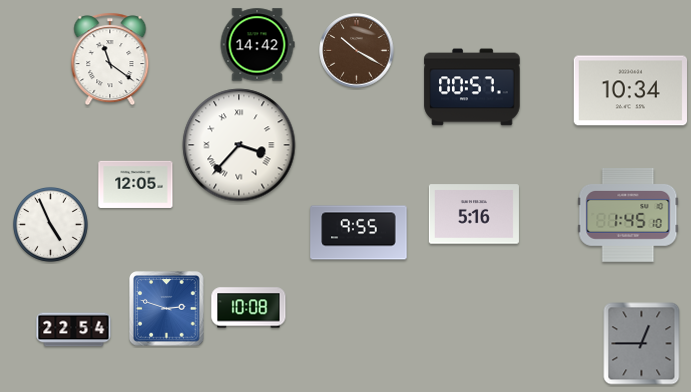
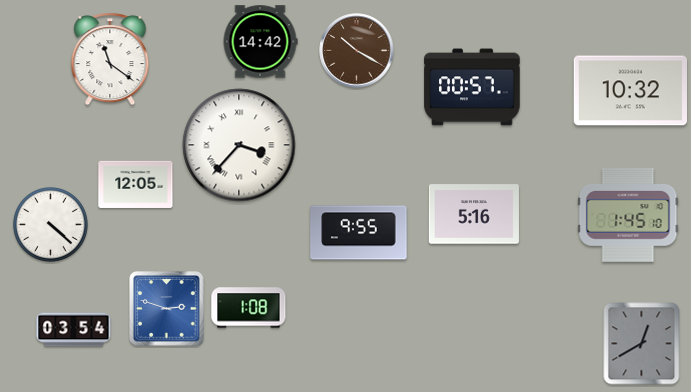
clock at (257, 45) position: (257, 45) -> (260, 42)
clock at (631, 91): 10:34 -> 10:32
clock at (50, 224): 4:56 -> 4:22
clock at (249, 308): 10:08 -> 1:08
clock at (74, 330): 22:54 -> 03:54
clock at (642, 344): 12:45 -> 12:40
